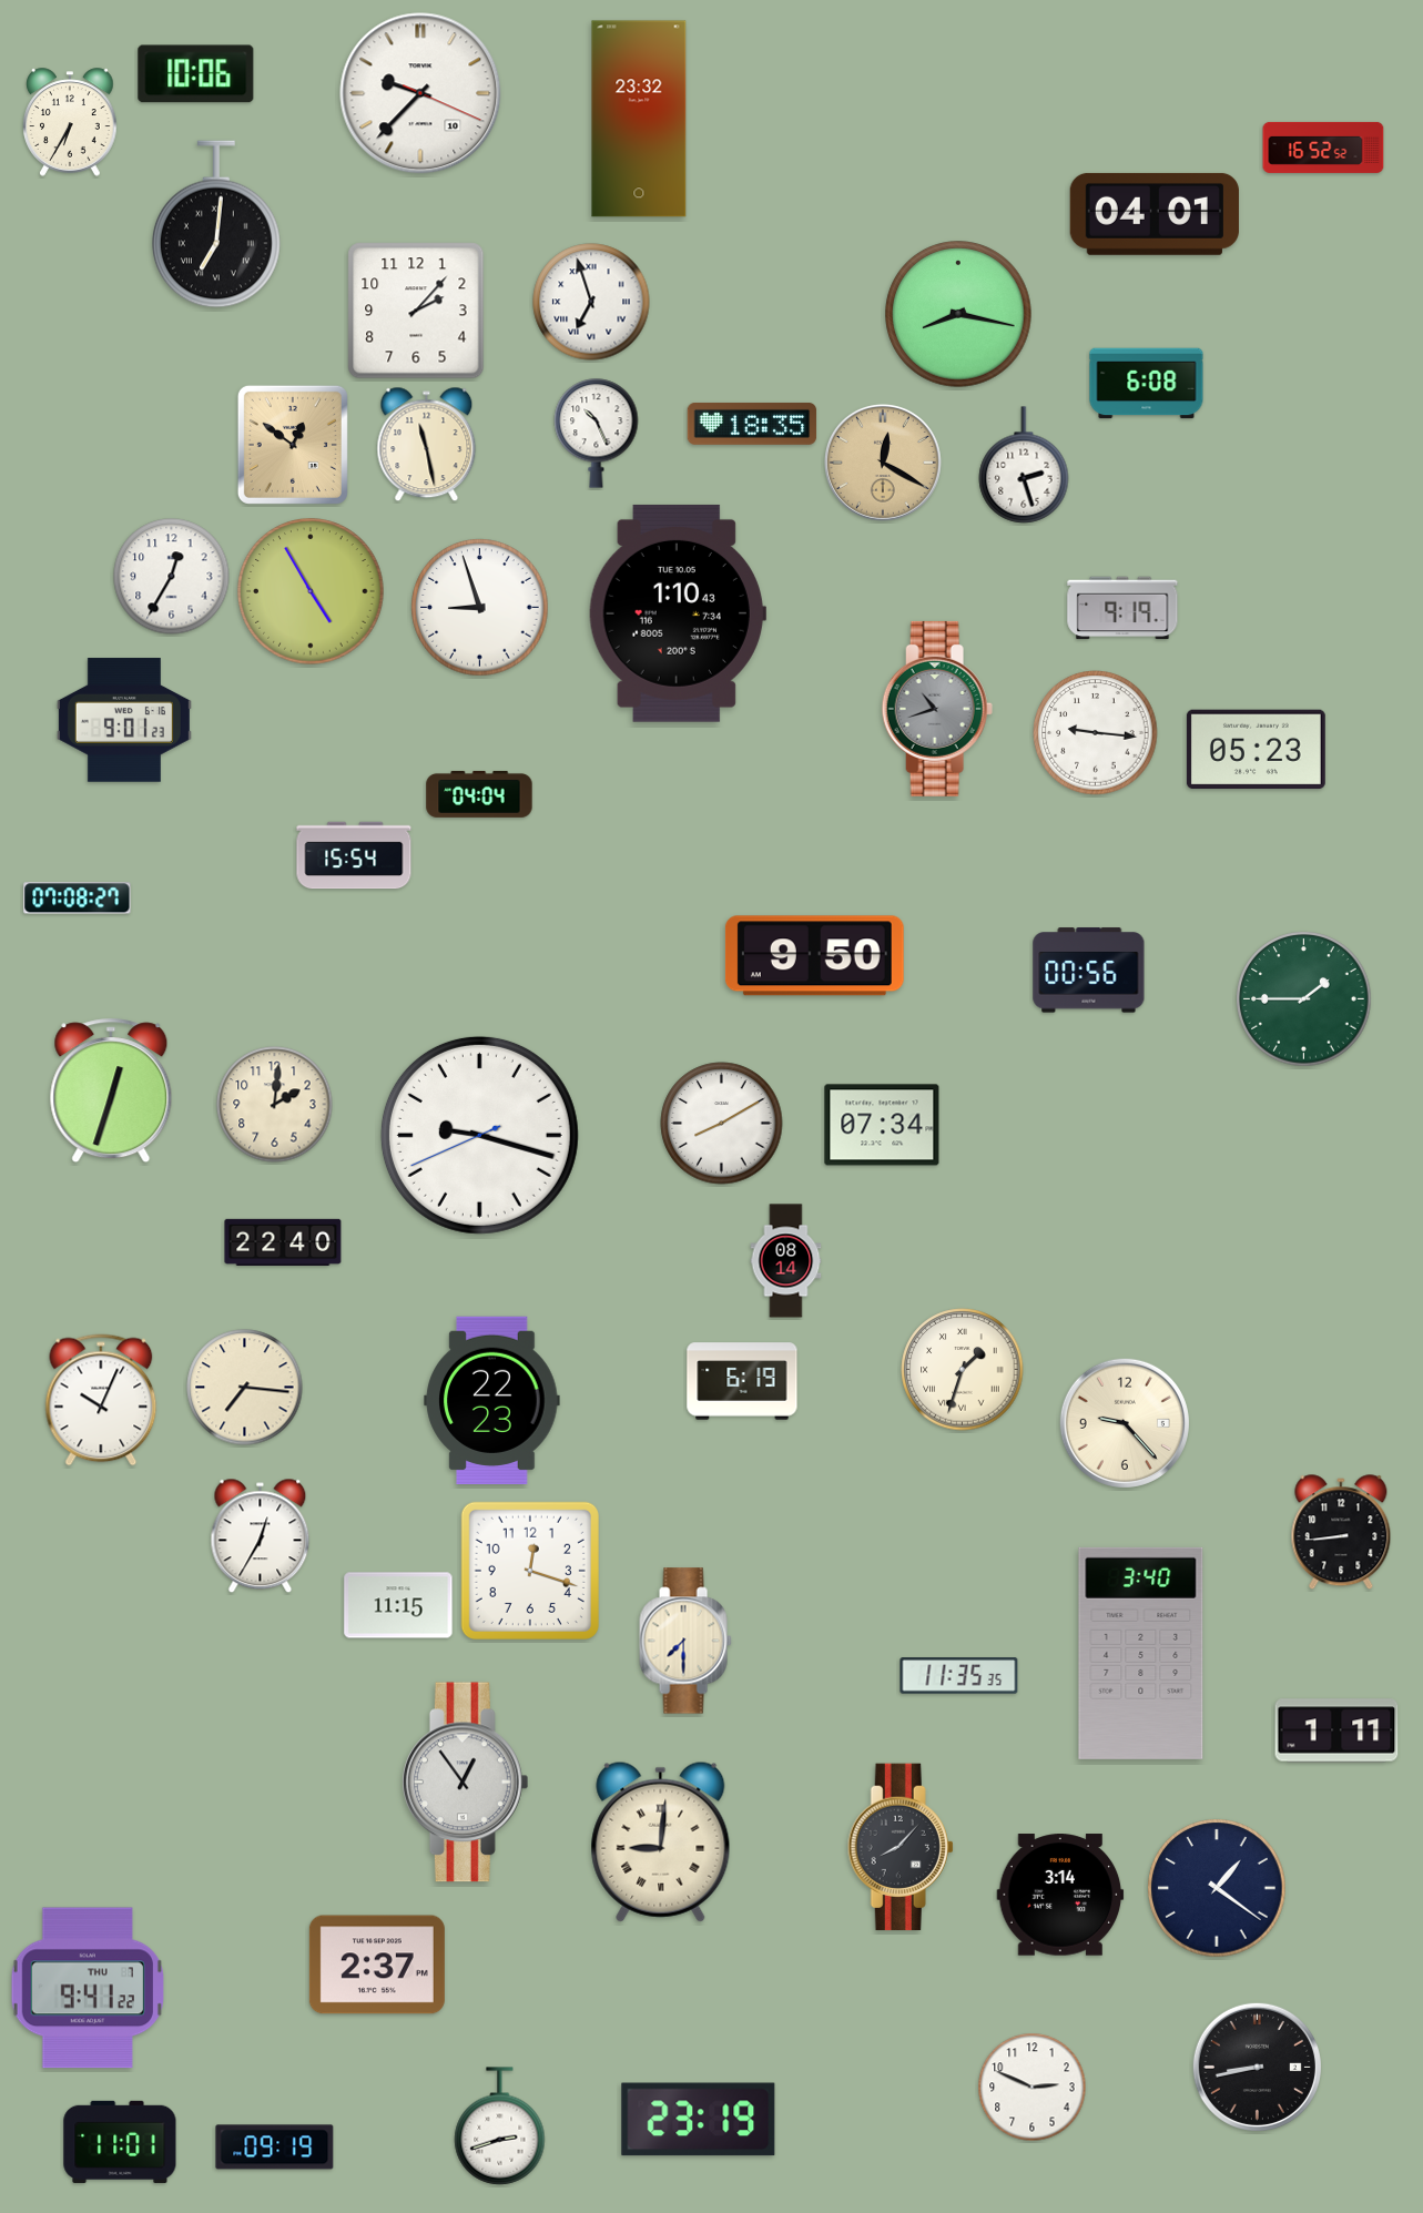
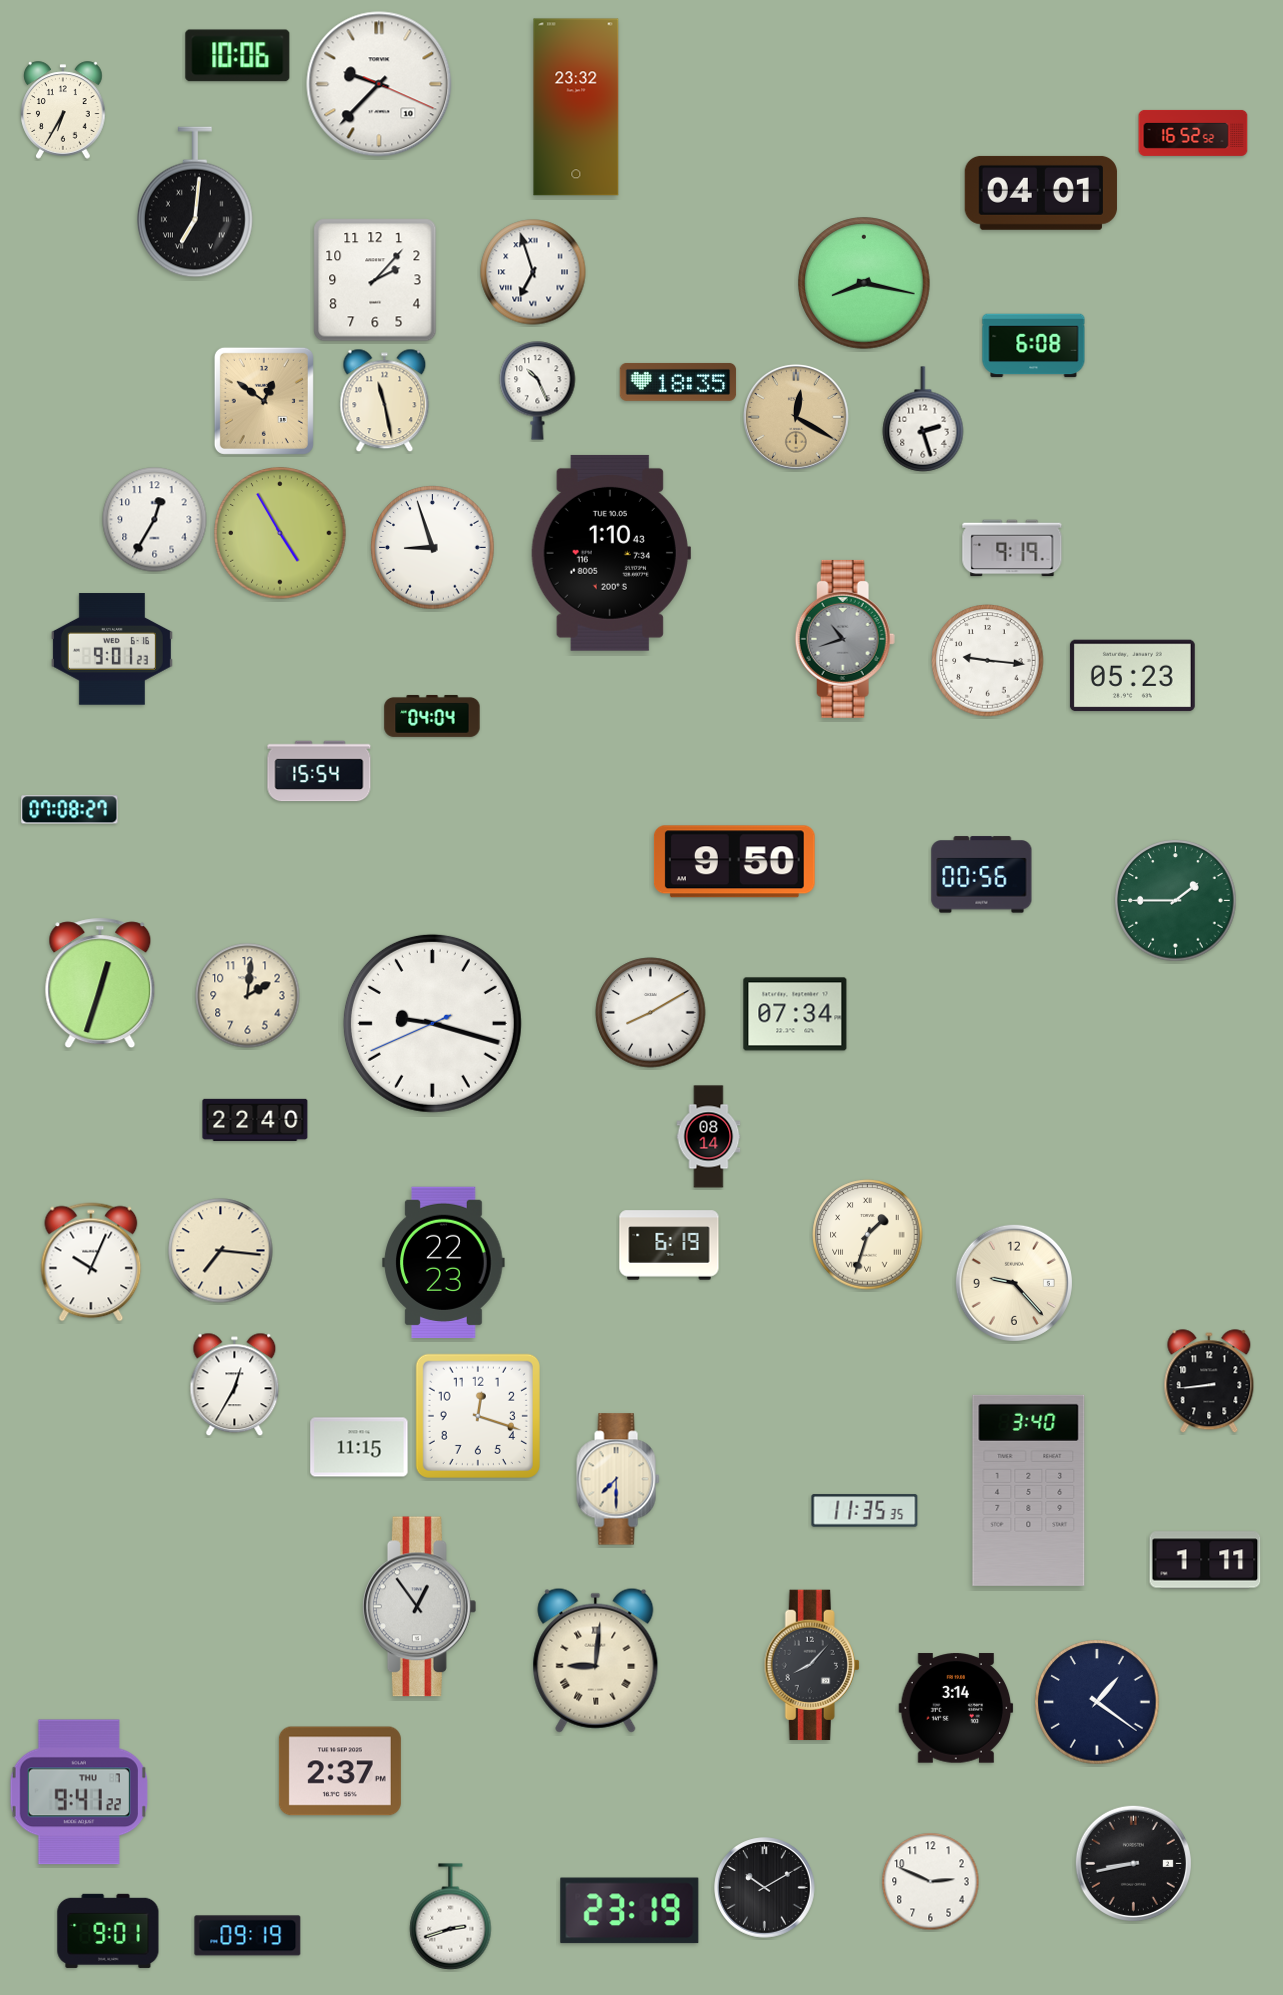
clock at (196, 74) position: (196, 74) -> (238, 56)
clock at (765, 1888): none -> 10:10
clock at (120, 2142): 11:01 -> 9:01
